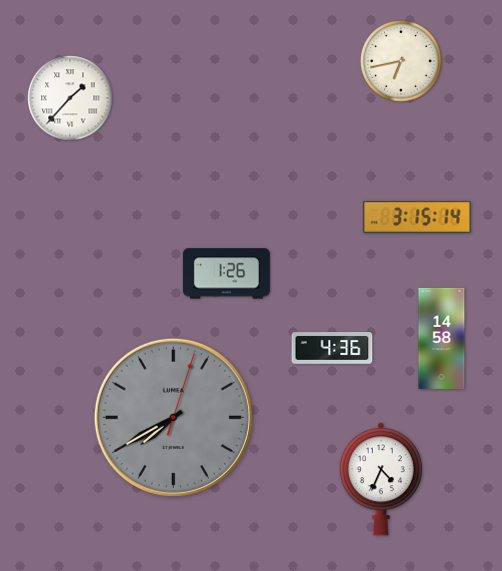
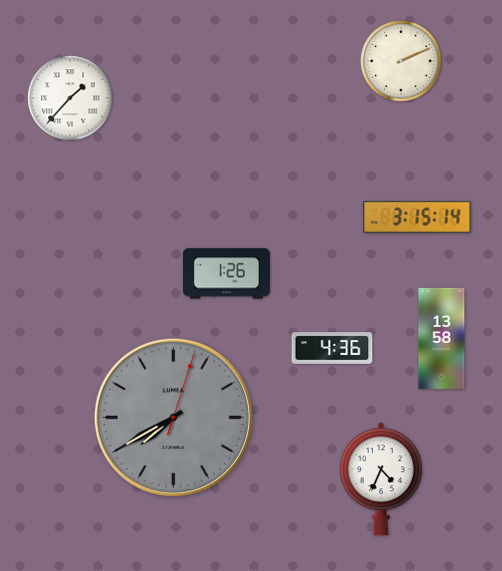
clock at (401, 61): 6:43 -> 2:11
clock at (442, 338): 14:58 -> 13:58
